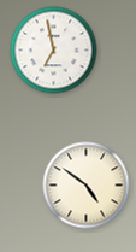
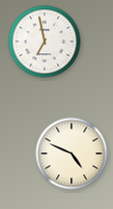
clock at (87, 186): 4:51 -> 4:49
